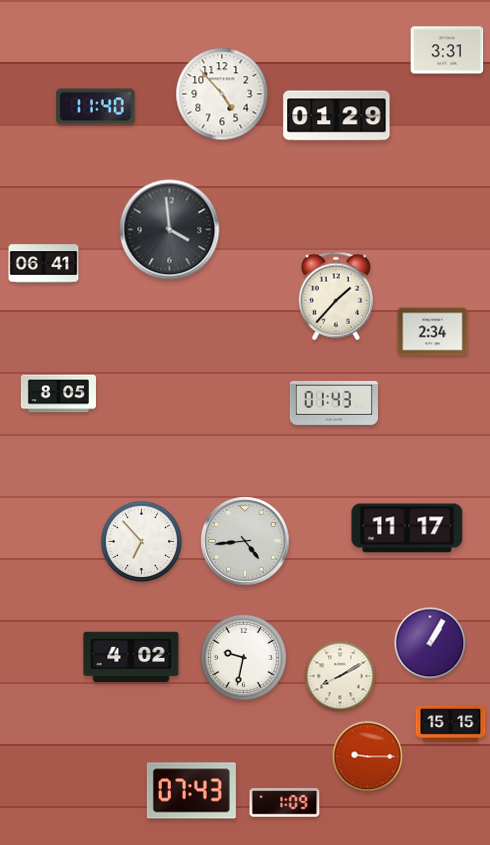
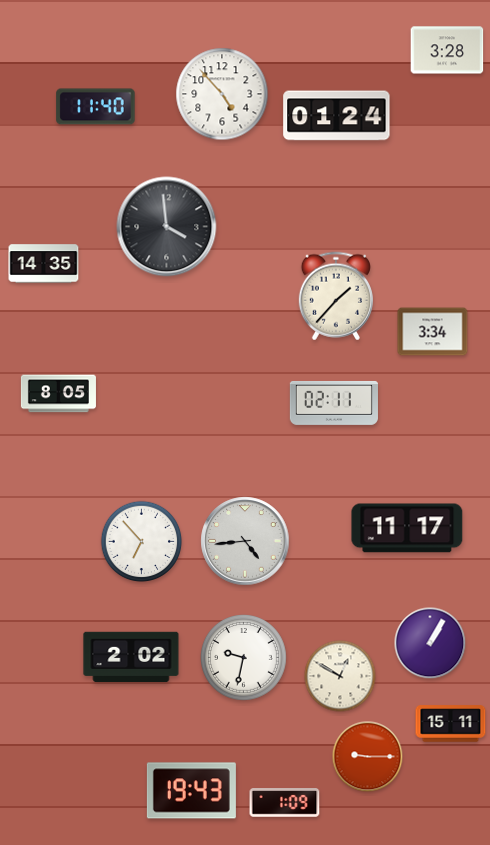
clock at (447, 50): 3:31 -> 3:28
clock at (337, 116): 01:29 -> 01:24
clock at (170, 230) position: (170, 230) -> (167, 227)
clock at (44, 264): 06:41 -> 14:35
clock at (433, 332): 2:34 -> 3:34
clock at (334, 403): 01:43 -> 02:11
clock at (131, 657): 4:02 -> 2:02
clock at (340, 676): 8:10 -> 12:50
clock at (451, 724): 15:15 -> 15:11
clock at (191, 791): 07:43 -> 19:43
